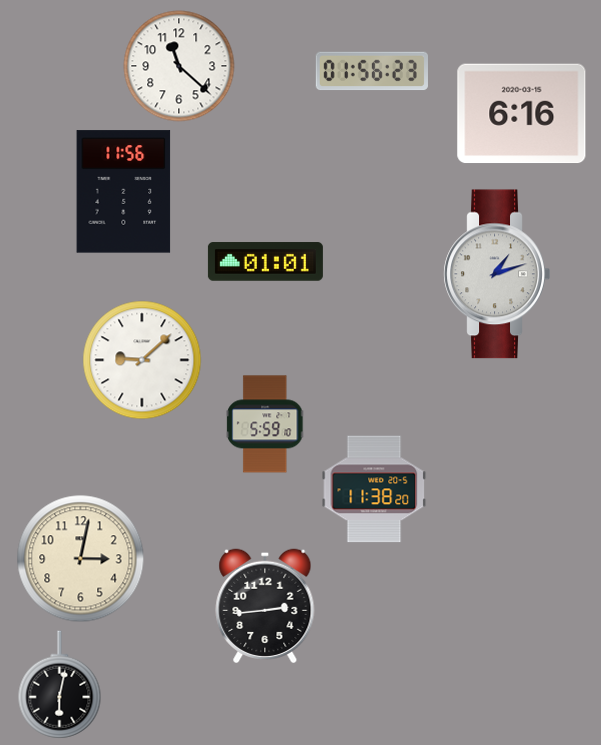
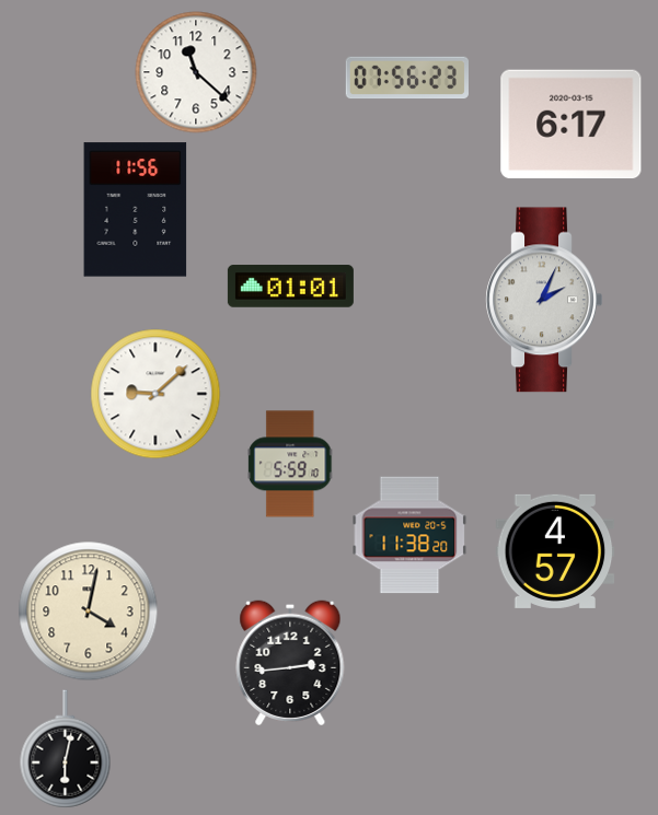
clock at (372, 71): 01:56 -> 07:56
clock at (522, 114): 6:16 -> 6:17
clock at (497, 274): 1:12 -> 2:04
clock at (555, 551): none -> 4:57
clock at (81, 559): 3:02 -> 4:02
